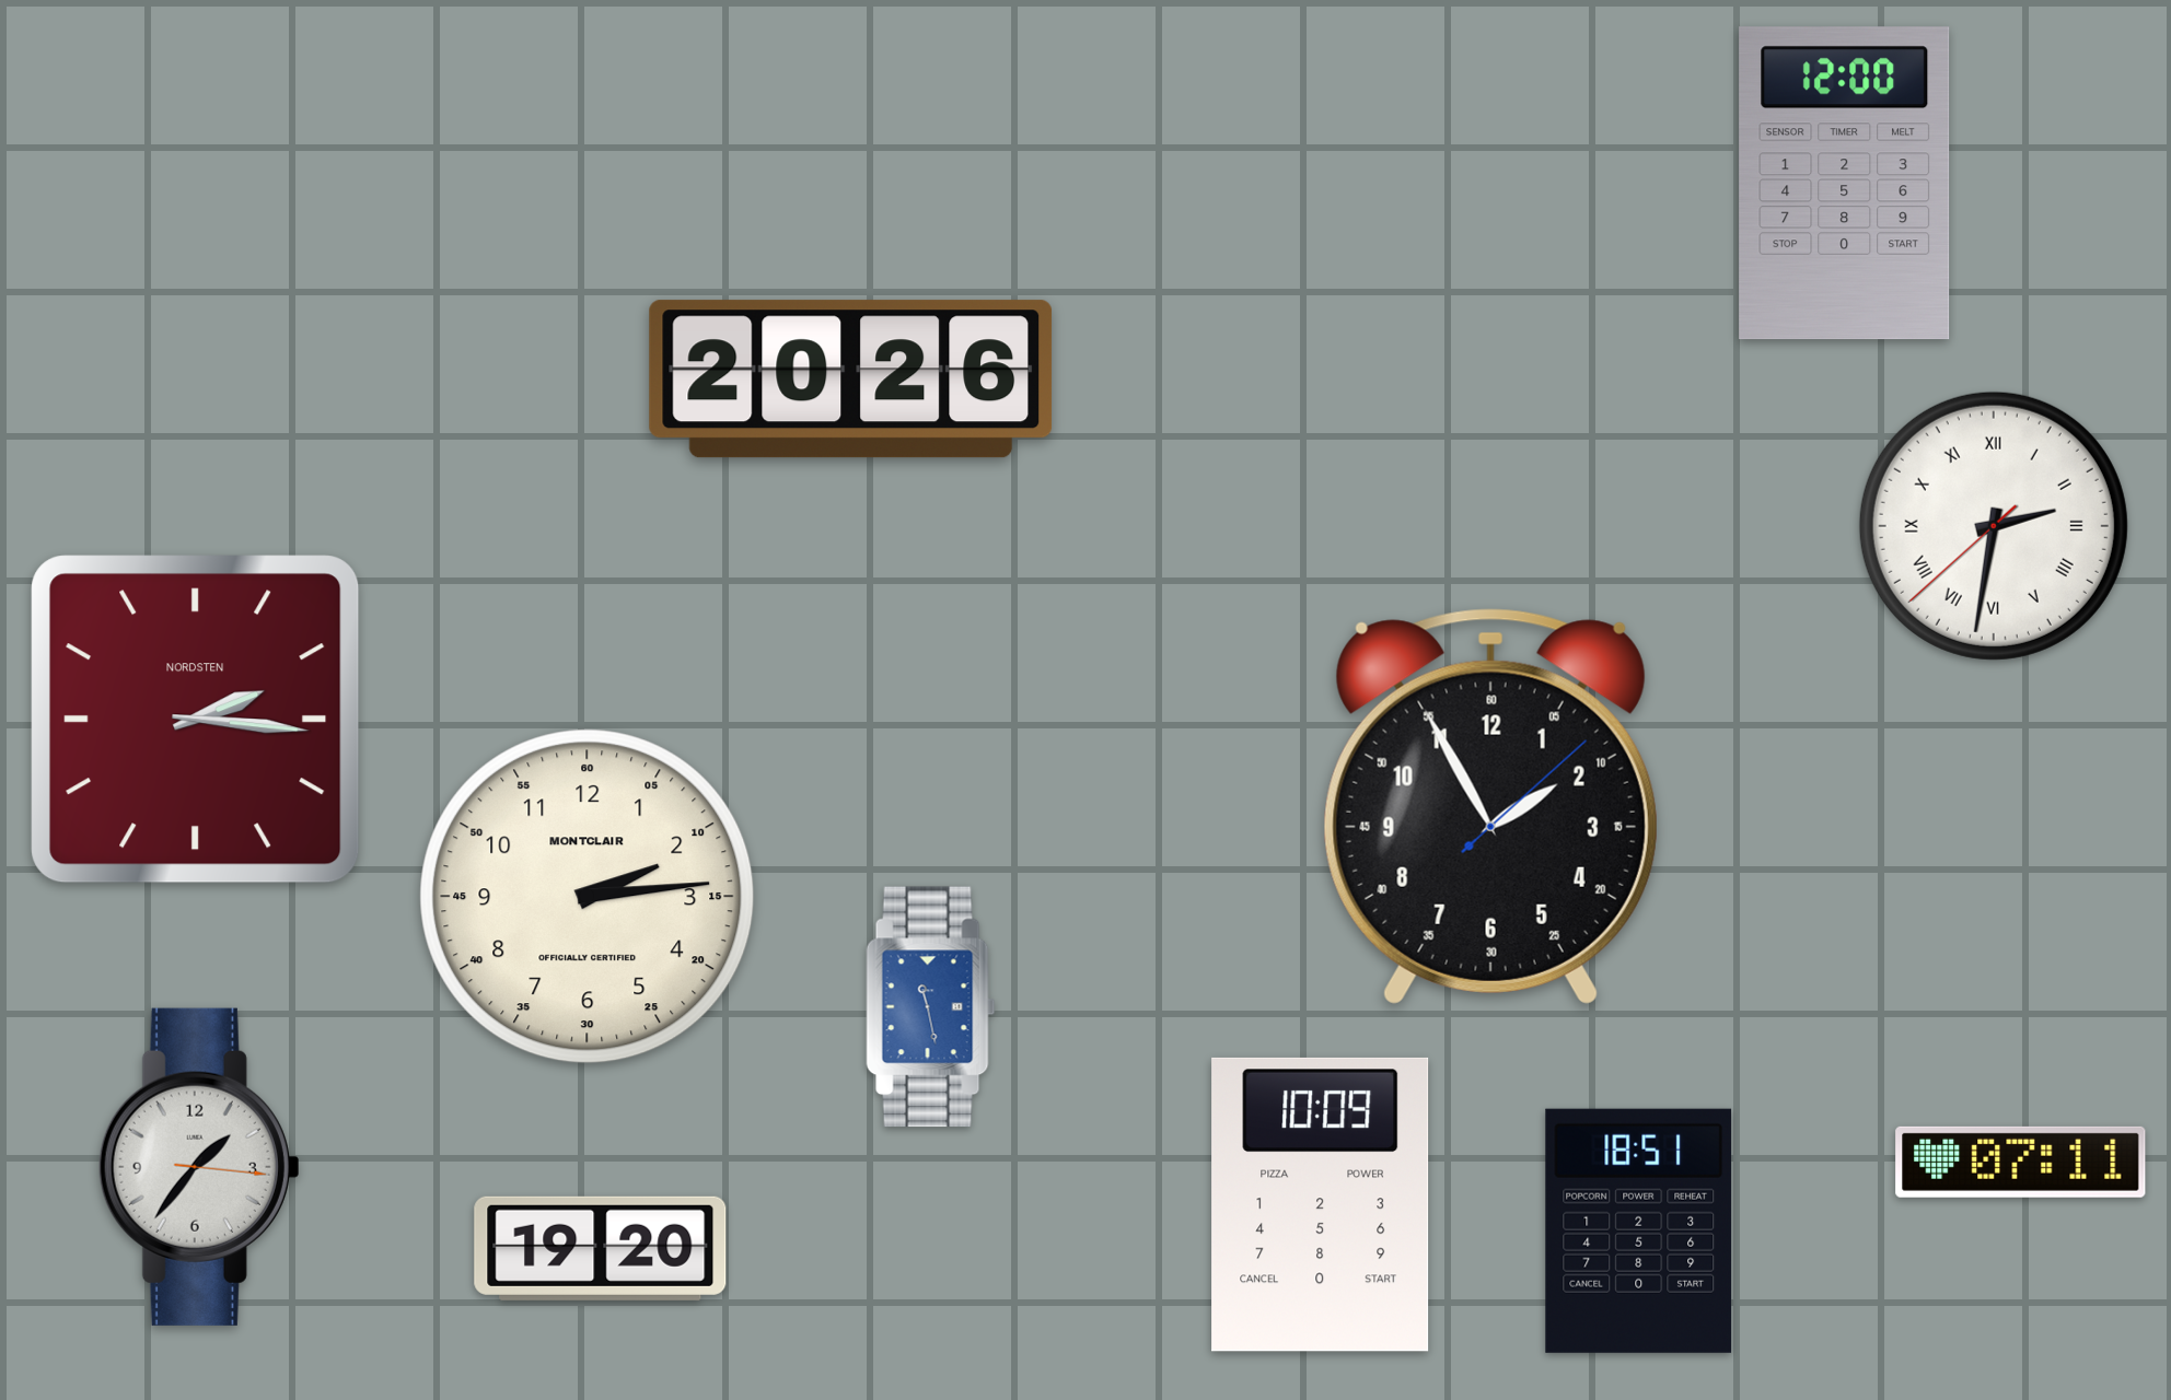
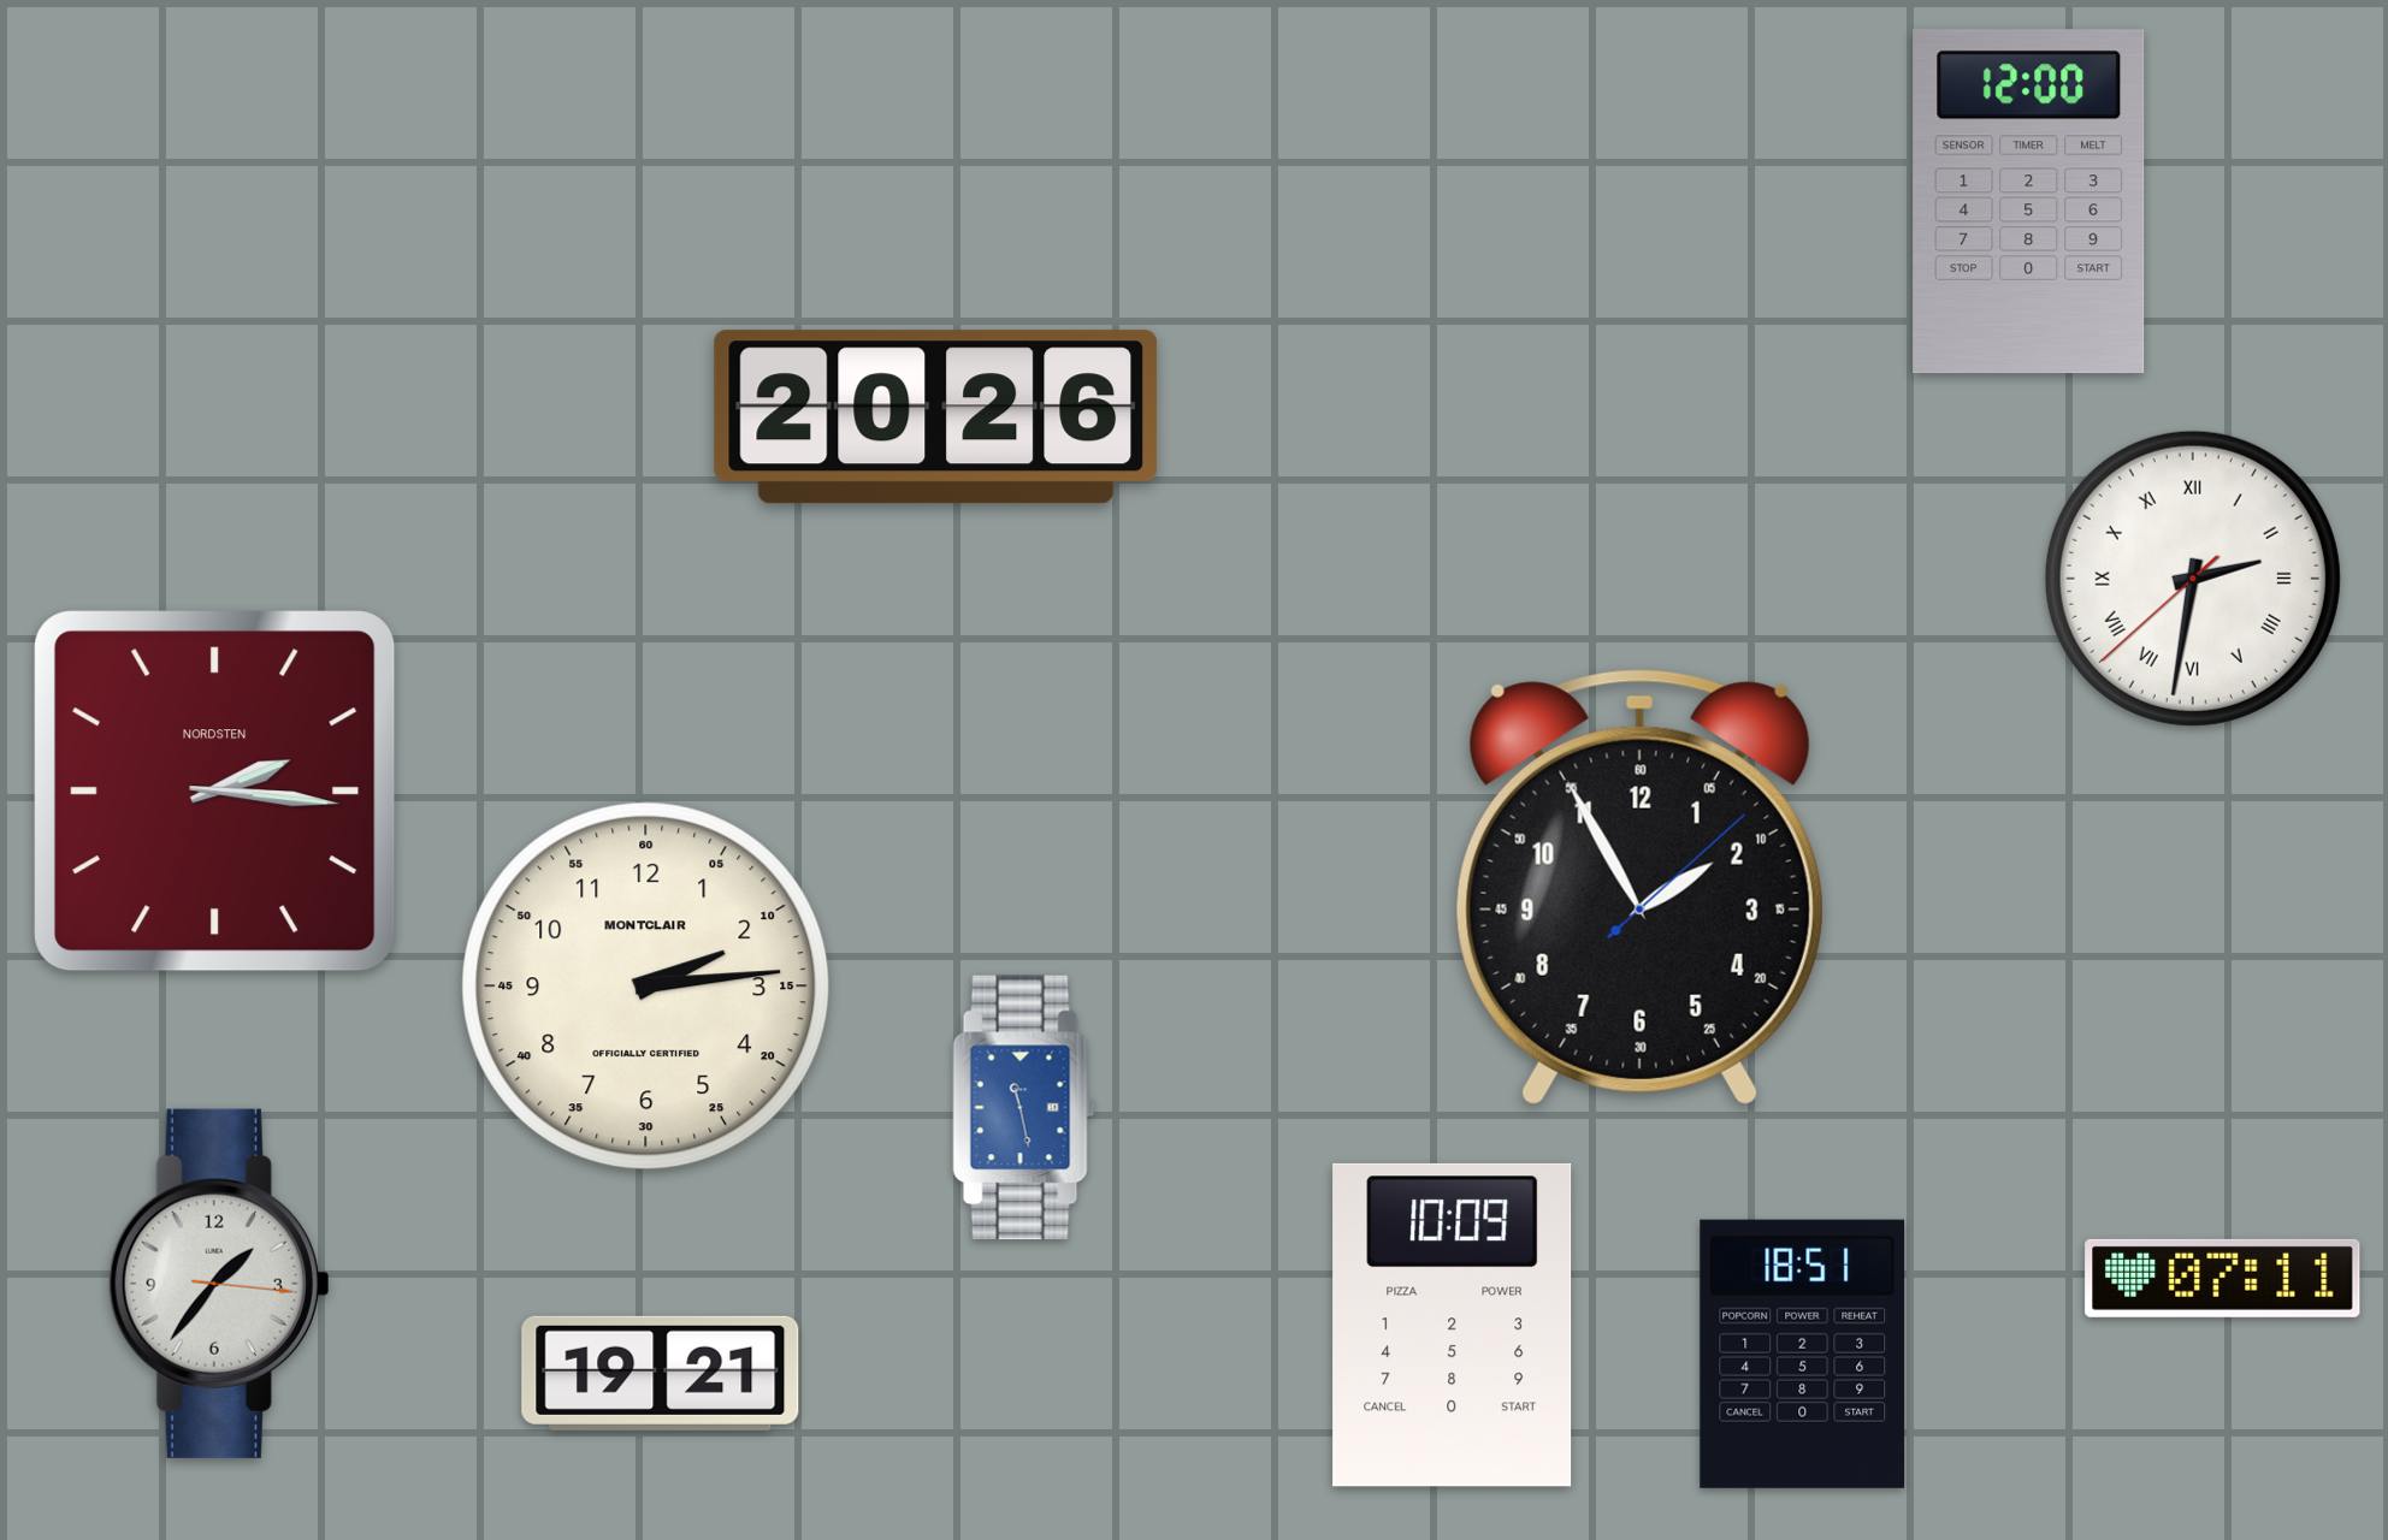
clock at (601, 1248): 19:20 -> 19:21
